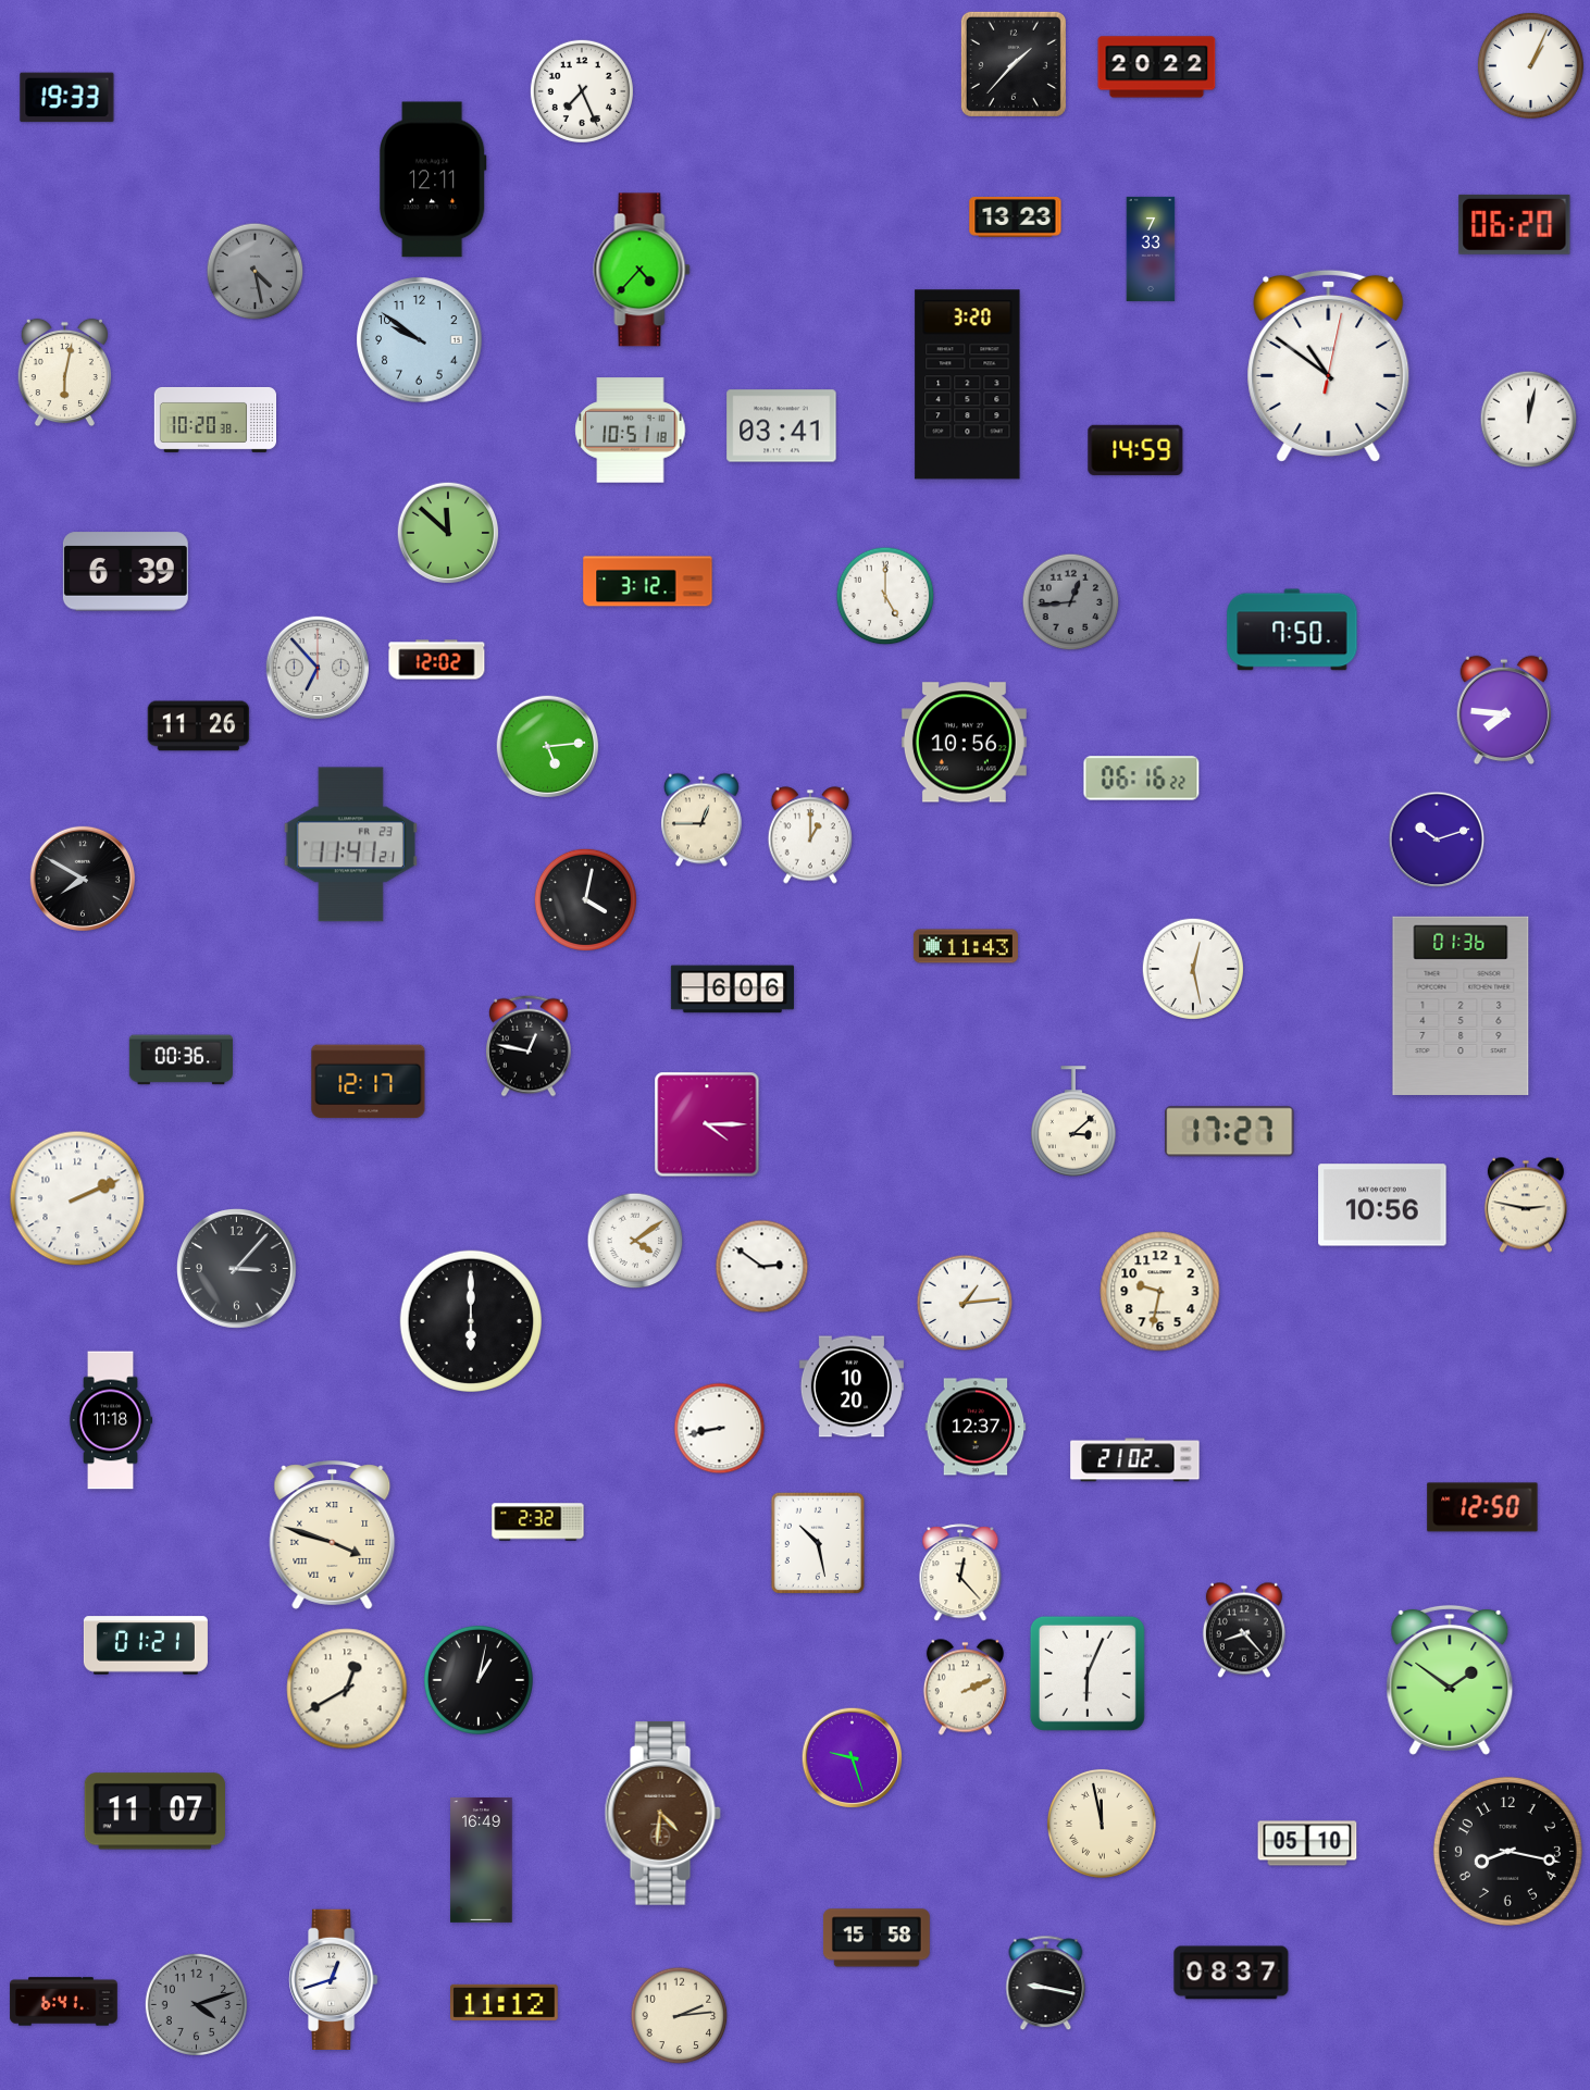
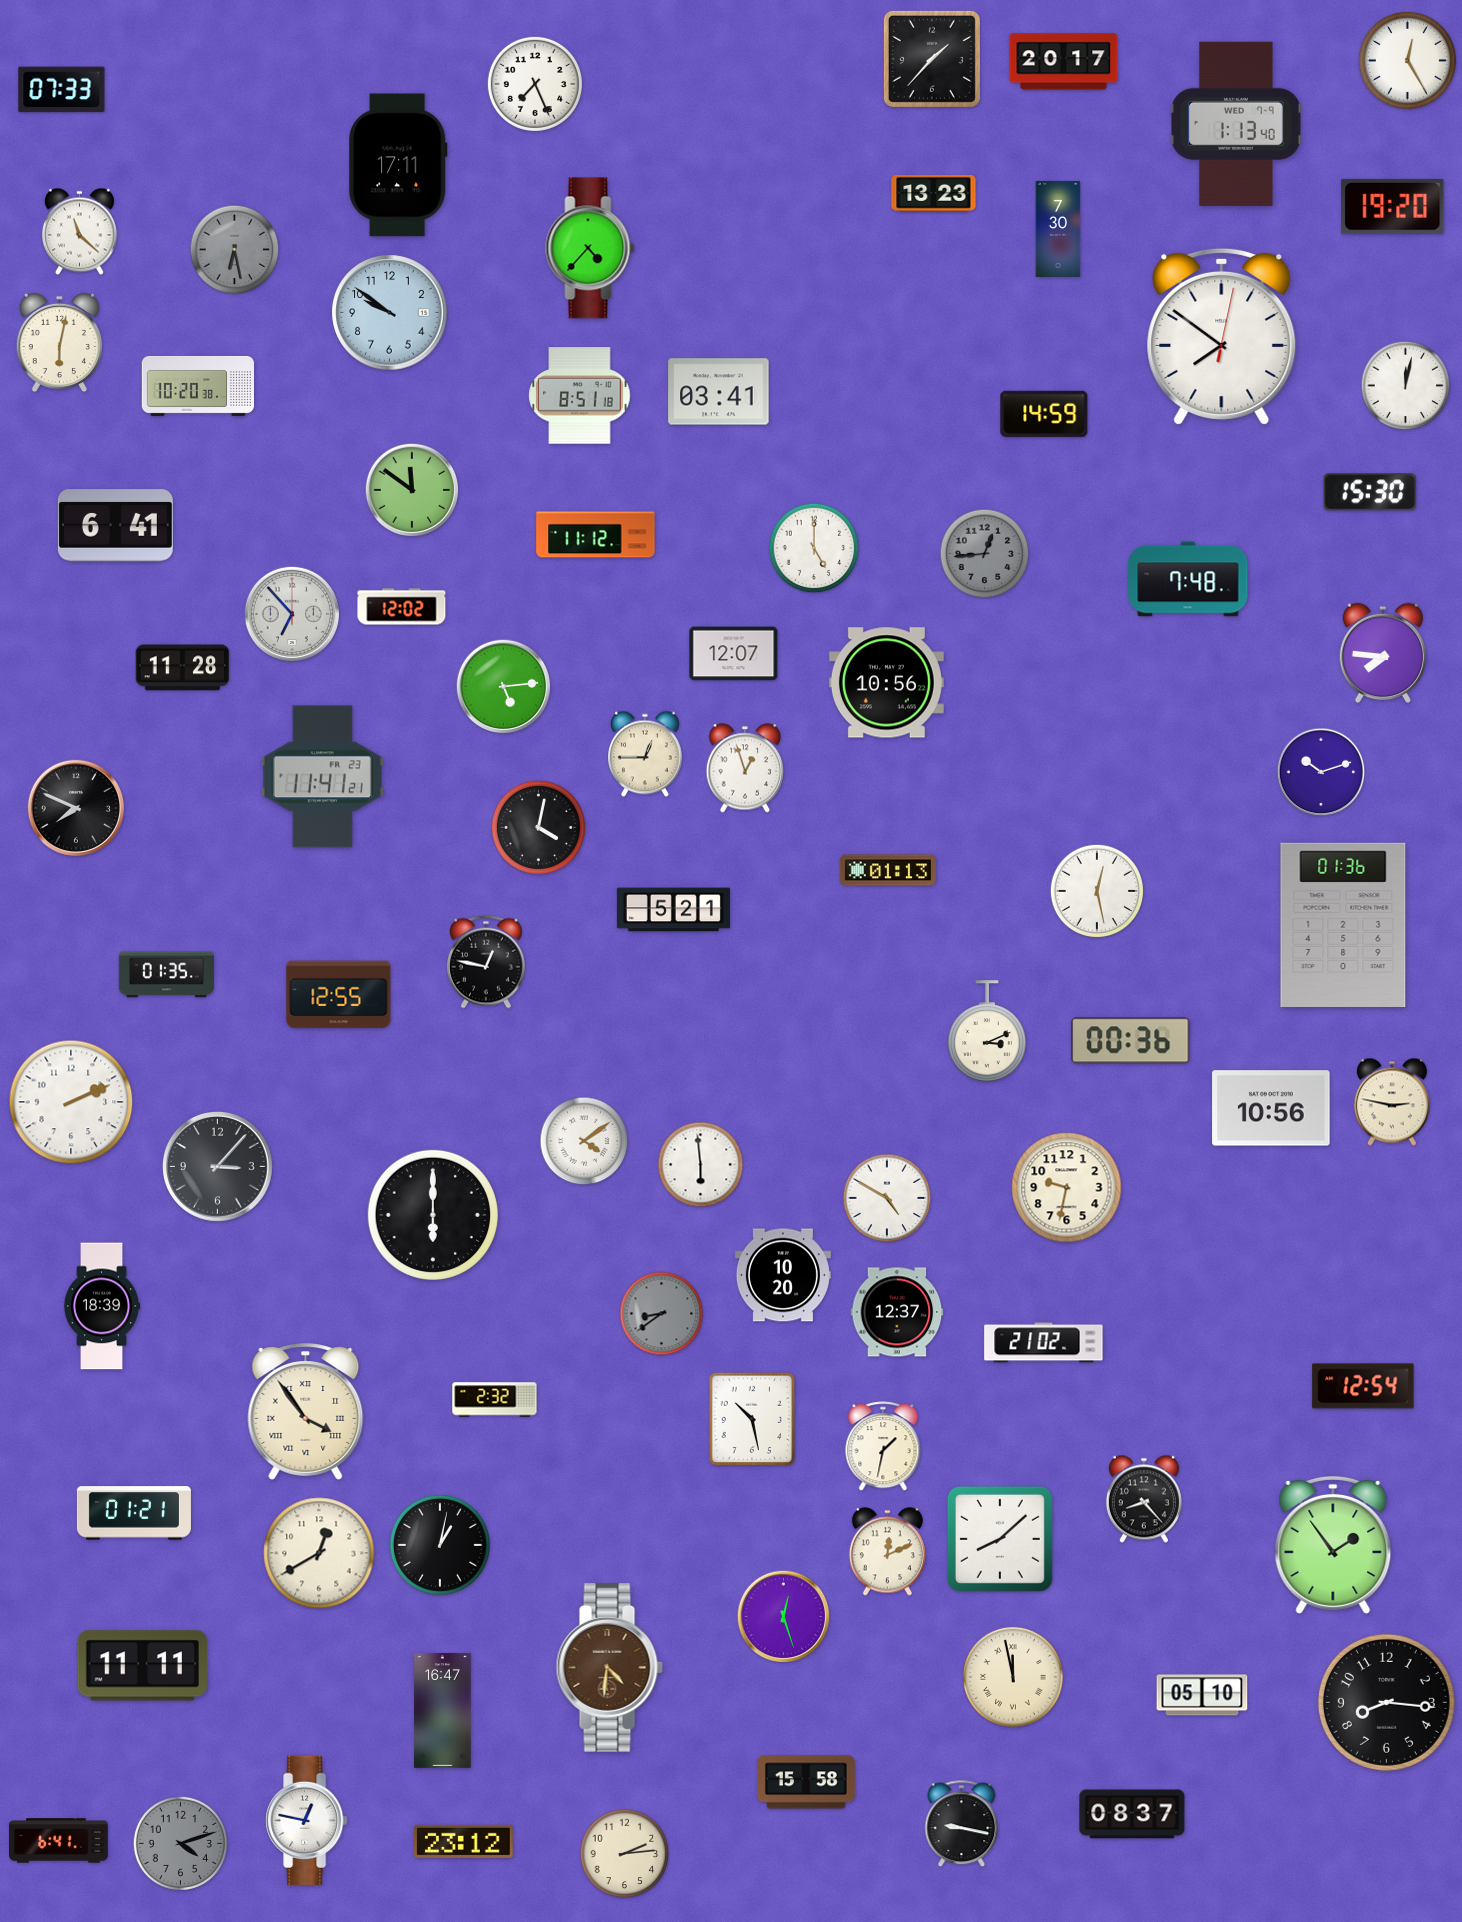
clock at (1530, 65): 1:04 -> 12:25
clock at (1157, 67): 20:22 -> 20:17
clock at (67, 98): 19:33 -> 07:33
clock at (1236, 124): none -> 1:13
clock at (434, 179): 12:11 -> 17:11
clock at (1016, 217) position: (1016, 217) -> (934, 194)
clock at (1515, 224): 06:20 -> 19:20
clock at (1151, 249): 7:33 -> 7:30
clock at (79, 232): none -> 11:22
clock at (256, 272): 4:28 -> 6:28
clock at (420, 340) position: (420, 340) -> (390, 313)
clock at (1329, 365): 10:51 -> 7:51
clock at (968, 385): 3:20 -> none
clock at (631, 431): 10:51 -> 8:51
clock at (448, 533): 11:52 -> 11:51
clock at (1370, 492): none -> 15:30
clock at (125, 572): 6:39 -> 6:41
clock at (648, 582): 3:12 -> 11:12
clock at (1292, 630): 7:50 -> 7:48
clock at (734, 654): none -> 12:07
clock at (199, 726): 11:26 -> 11:28
clock at (1142, 779): 06:16 -> none
clock at (809, 835): 1:00 -> 12:57
clock at (83, 879): 7:50 -> 7:49
clock at (966, 946): 11:43 -> 01:13
clock at (732, 990): 6:06 -> 5:21
clock at (181, 1060): 00:36 -> 01:35
clock at (369, 1082): 12:17 -> 12:55
clock at (1075, 1121): 3:08 -> 3:11
clock at (707, 1124): 4:15 -> none
clock at (1230, 1132): 17:27 -> 00:36
clock at (1526, 1205) position: (1526, 1205) -> (1392, 1102)
clock at (762, 1267): 2:51 -> 5:59
clock at (965, 1303): 1:14 -> 4:50
clock at (111, 1420): 11:18 -> 18:39
clock at (720, 1429): 8:43 -> 8:39
clock at (720, 1429) dial: white -> grey
clock at (1482, 1507): 12:50 -> 12:54
clock at (333, 1535): 3:48 -> 3:54
clock at (960, 1573): 12:23 -> 1:32
clock at (1088, 1674): 6:04 -> 8:08
clock at (1450, 1680): 1:51 -> 1:54
clock at (965, 1688): 2:11 -> 12:11
clock at (853, 1758): 9:27 -> 12:27
clock at (154, 1812): 11:07 -> 11:11
clock at (1507, 1851): 8:17 -> 8:16
clock at (482, 1859): 16:49 -> 16:47
clock at (334, 1979): 12:42 -> 12:47
clock at (505, 2002): 11:12 -> 23:12
